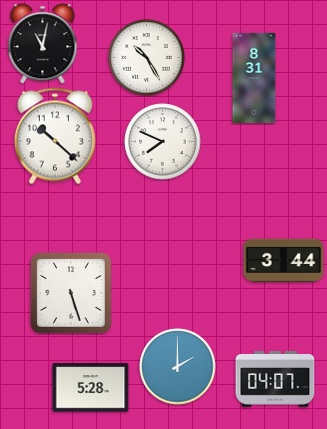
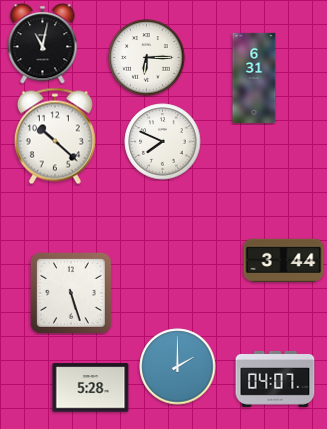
clock at (147, 58): 10:25 -> 6:15
clock at (254, 78): 8:31 -> 6:31
